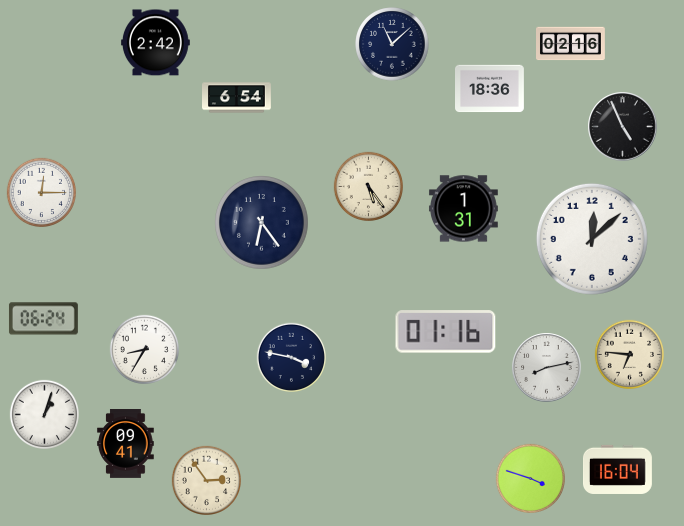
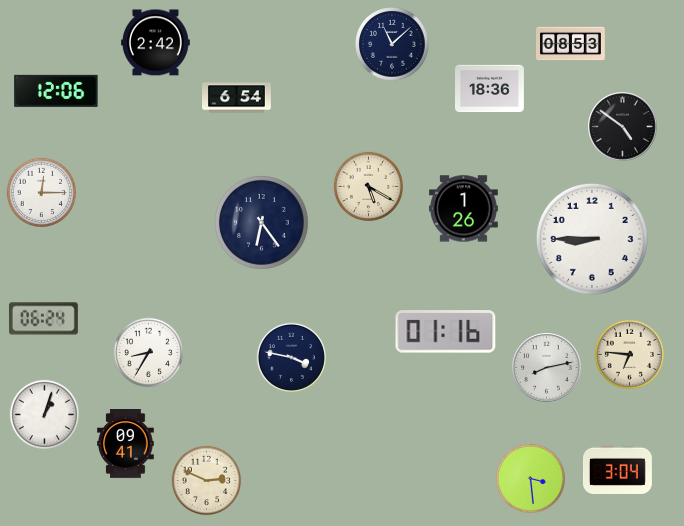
clock at (571, 44): 02:16 -> 08:53
clock at (56, 91): none -> 12:06
clock at (623, 127): 4:56 -> 4:51
clock at (368, 186): 5:24 -> 5:20
clock at (464, 209): 1:31 -> 1:26
clock at (592, 239): 12:08 -> 8:45
clock at (144, 349) position: (144, 349) -> (148, 352)
clock at (618, 469): 16:04 -> 3:04
clock at (530, 478): 3:48 -> 3:29
clock at (206, 480): 2:54 -> 2:49
